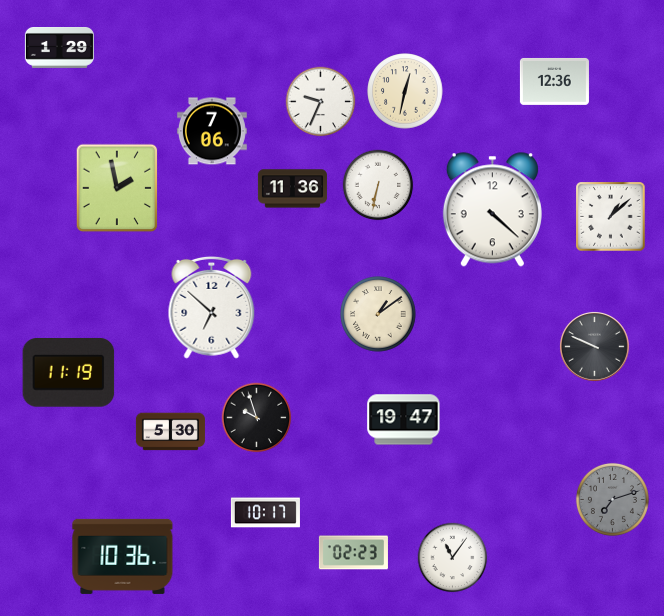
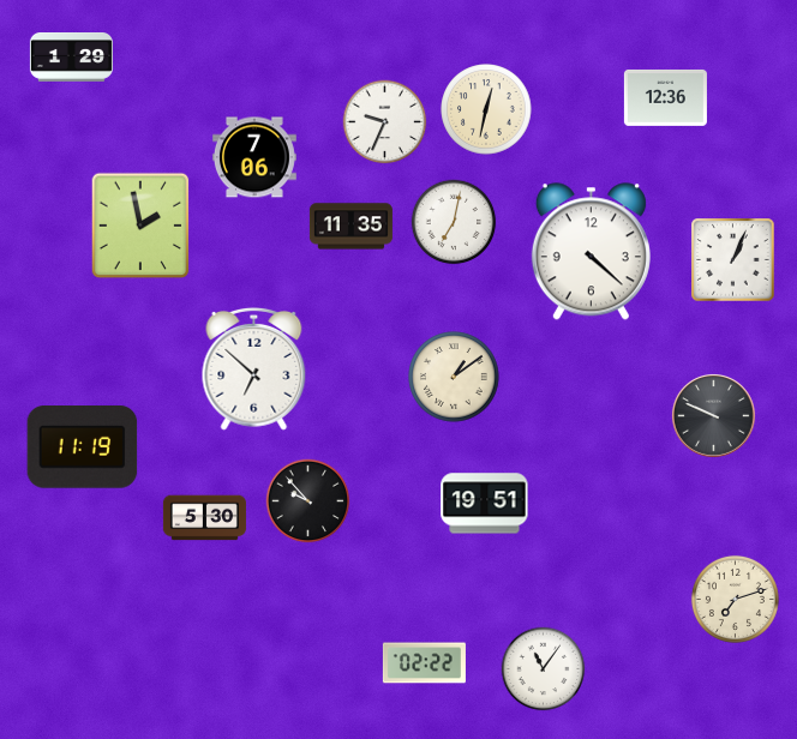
clock at (378, 185): 6:32 -> 7:02
clock at (292, 189): 11:36 -> 11:35
clock at (611, 217): 1:08 -> 1:04
clock at (257, 418): 9:57 -> 9:53
clock at (404, 420): 19:47 -> 19:51
clock at (612, 499) dial: grey -> cream
clock at (265, 513): 10:17 -> none
clock at (353, 553): 02:23 -> 02:22
clock at (123, 556): 10:36 -> none
